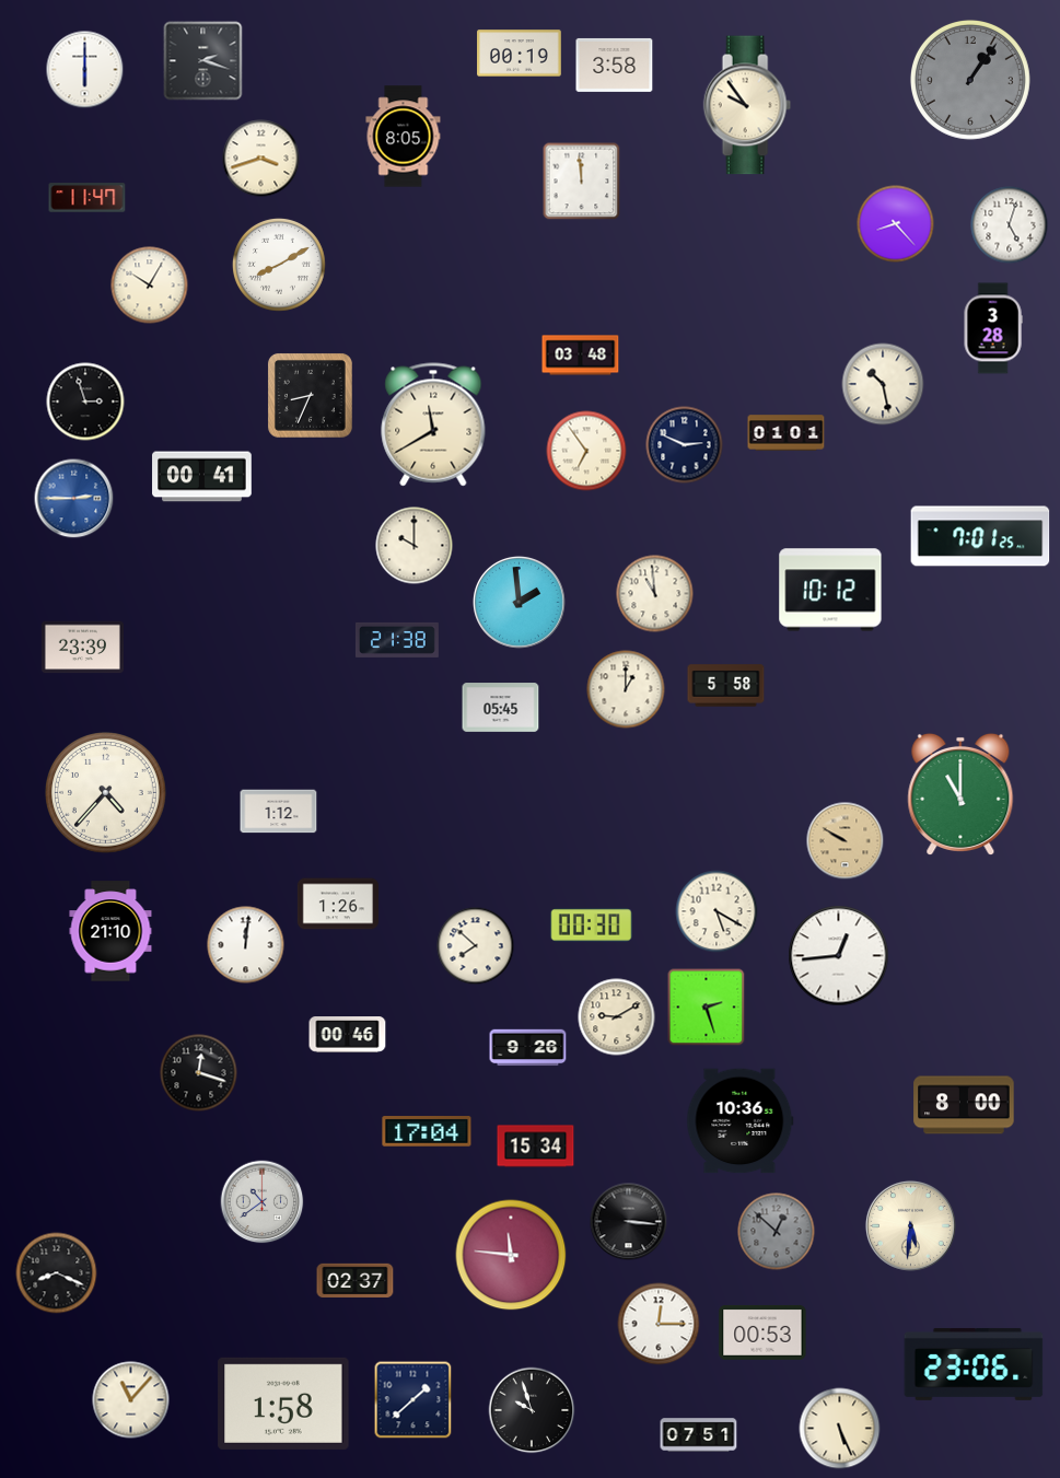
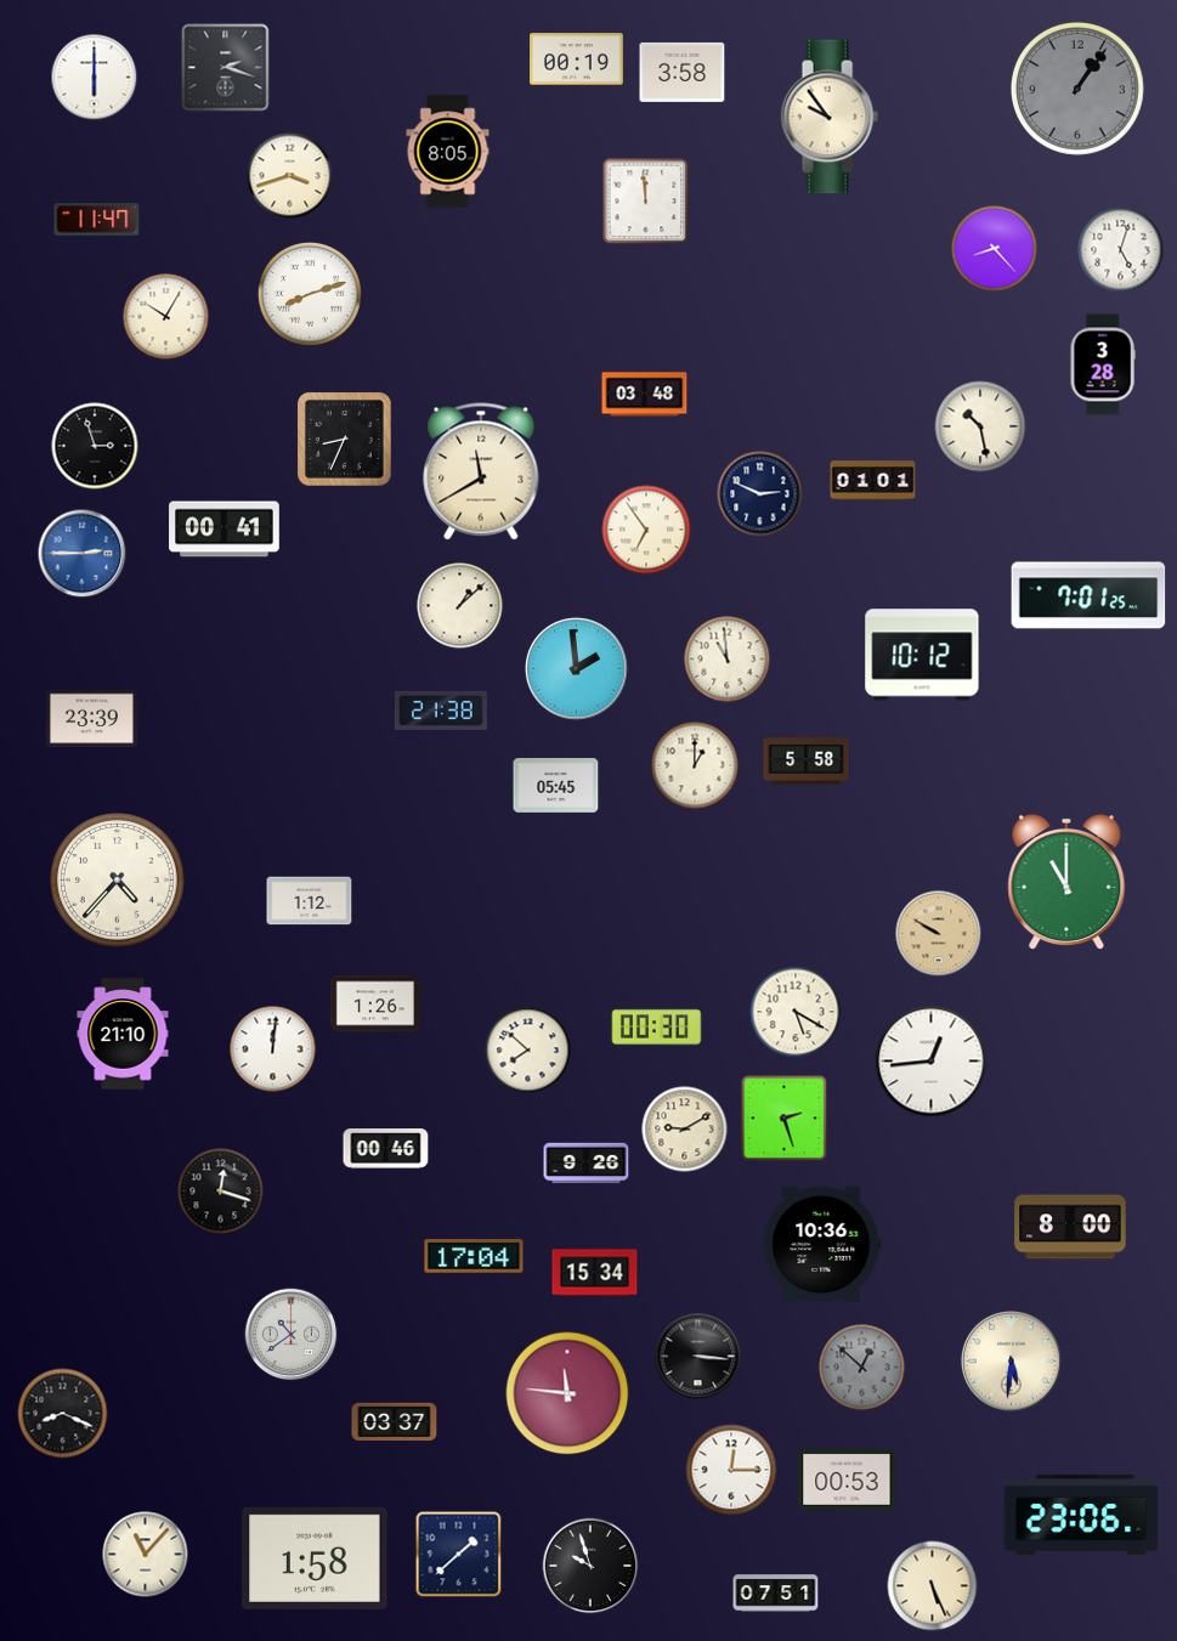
clock at (279, 265): 8:10 -> 8:12
clock at (586, 451) position: (586, 451) -> (646, 530)
clock at (415, 546): 10:00 -> 1:08
clock at (356, 1280): 02:37 -> 03:37
